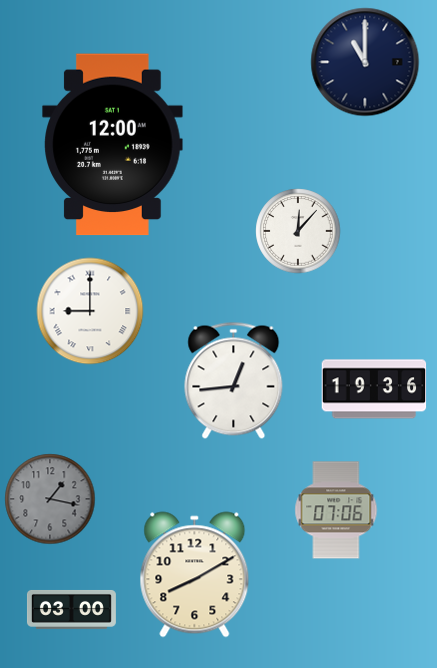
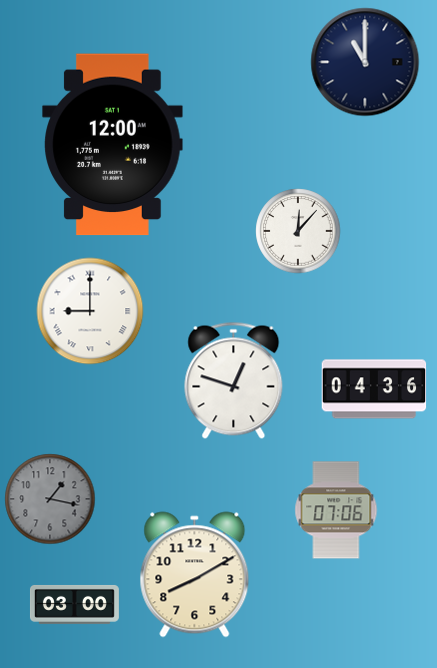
clock at (234, 380): 12:44 -> 12:48
clock at (374, 389): 19:36 -> 04:36
clock at (71, 609) position: (71, 609) -> (74, 604)
